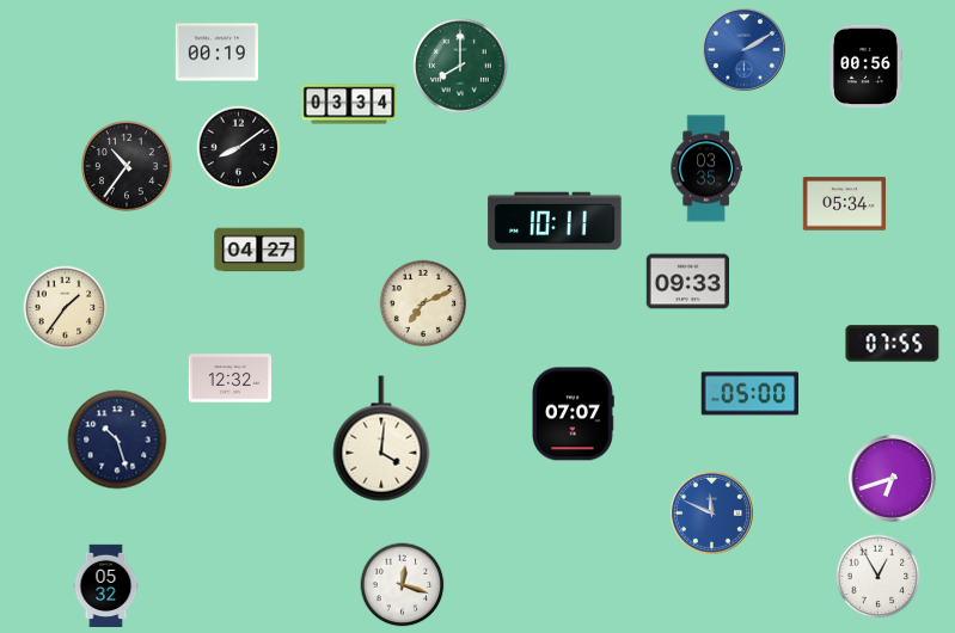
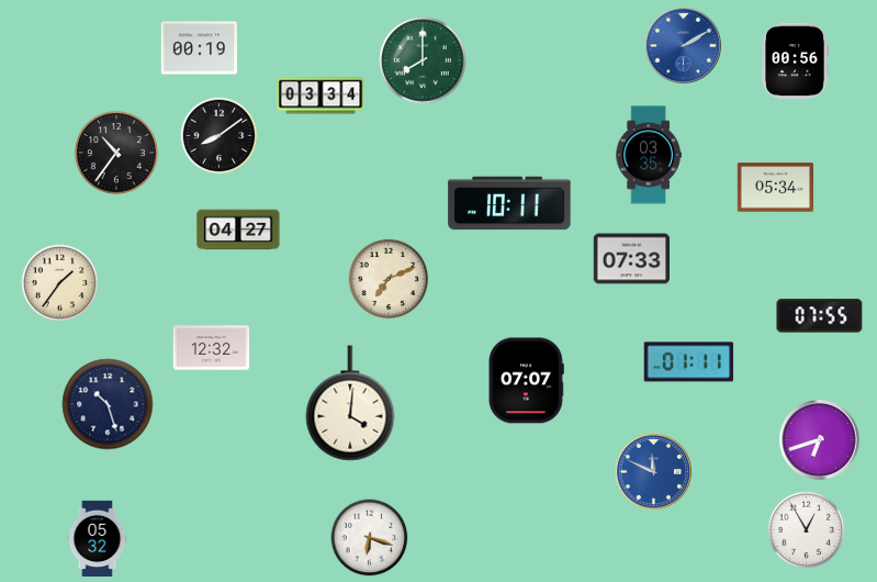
clock at (687, 282): 09:33 -> 07:33
clock at (751, 394): 05:00 -> 01:11
clock at (403, 585): 12:18 -> 6:18
